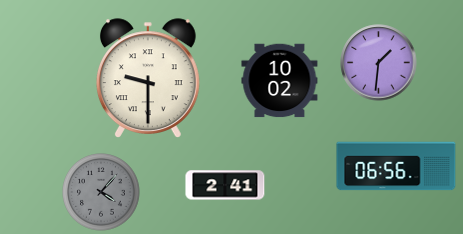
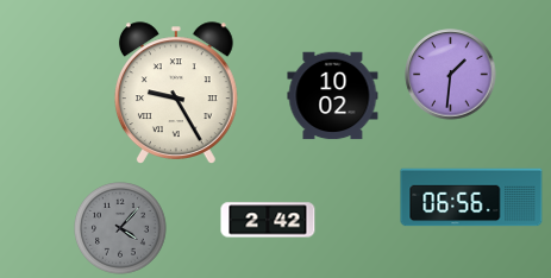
clock at (148, 78): 9:30 -> 9:25
clock at (225, 185): 2:41 -> 2:42
